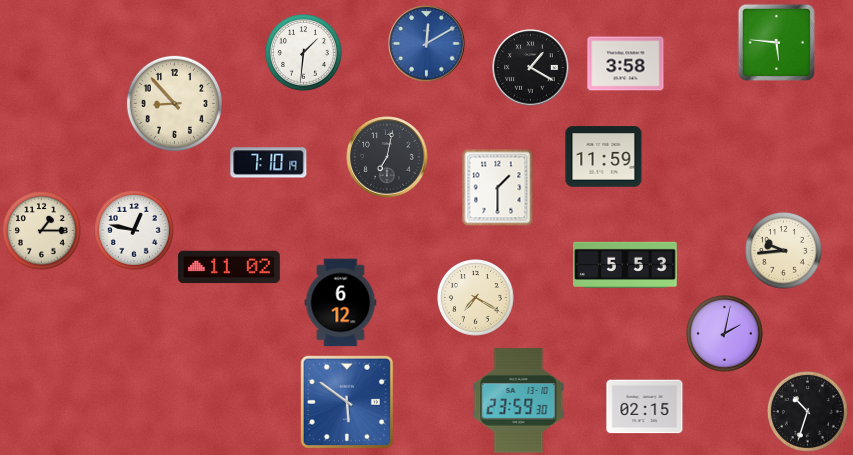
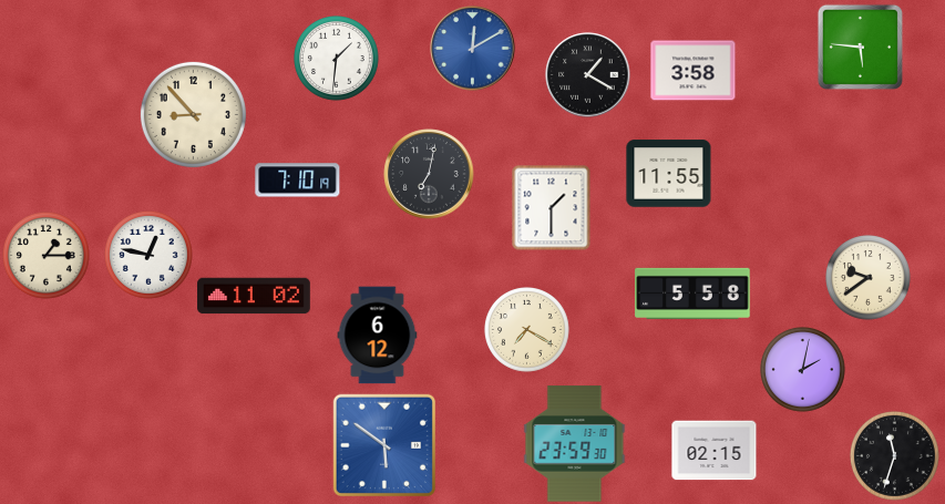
clock at (604, 157): 11:59 -> 11:55
clock at (784, 251): 9:44 -> 9:39
clock at (625, 264): 5:53 -> 5:58
clock at (807, 411): 10:33 -> 11:33
